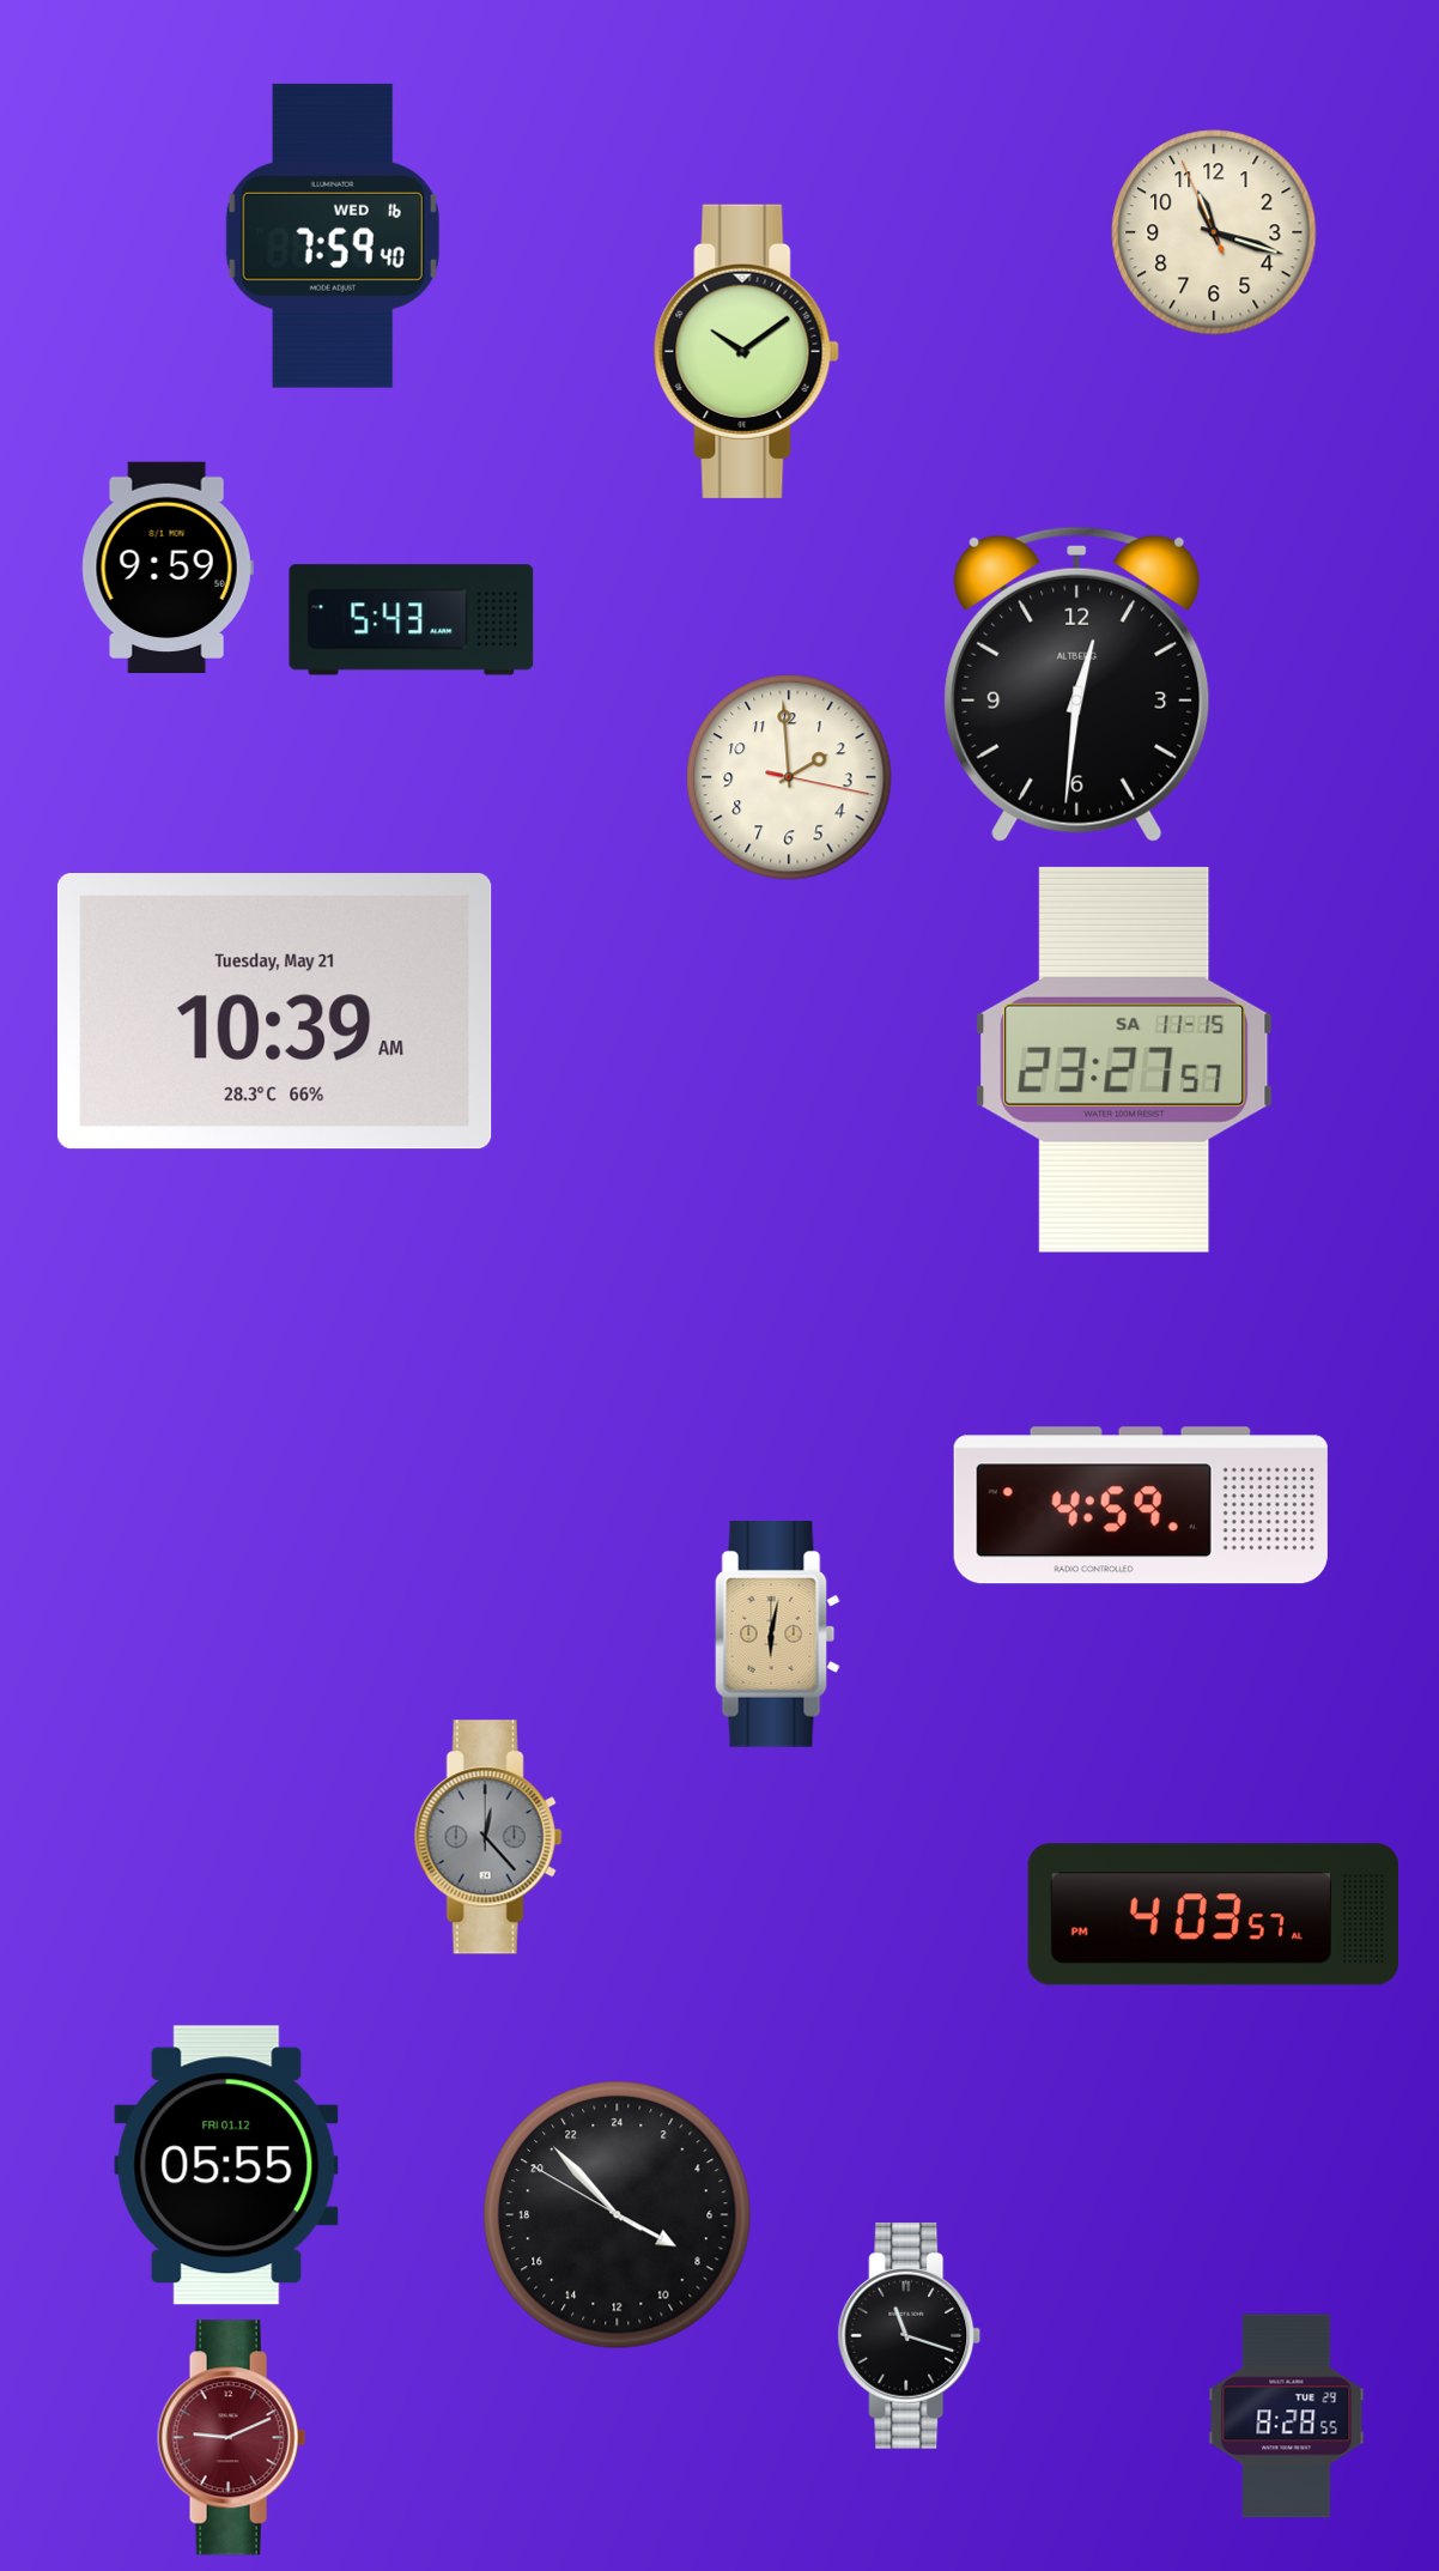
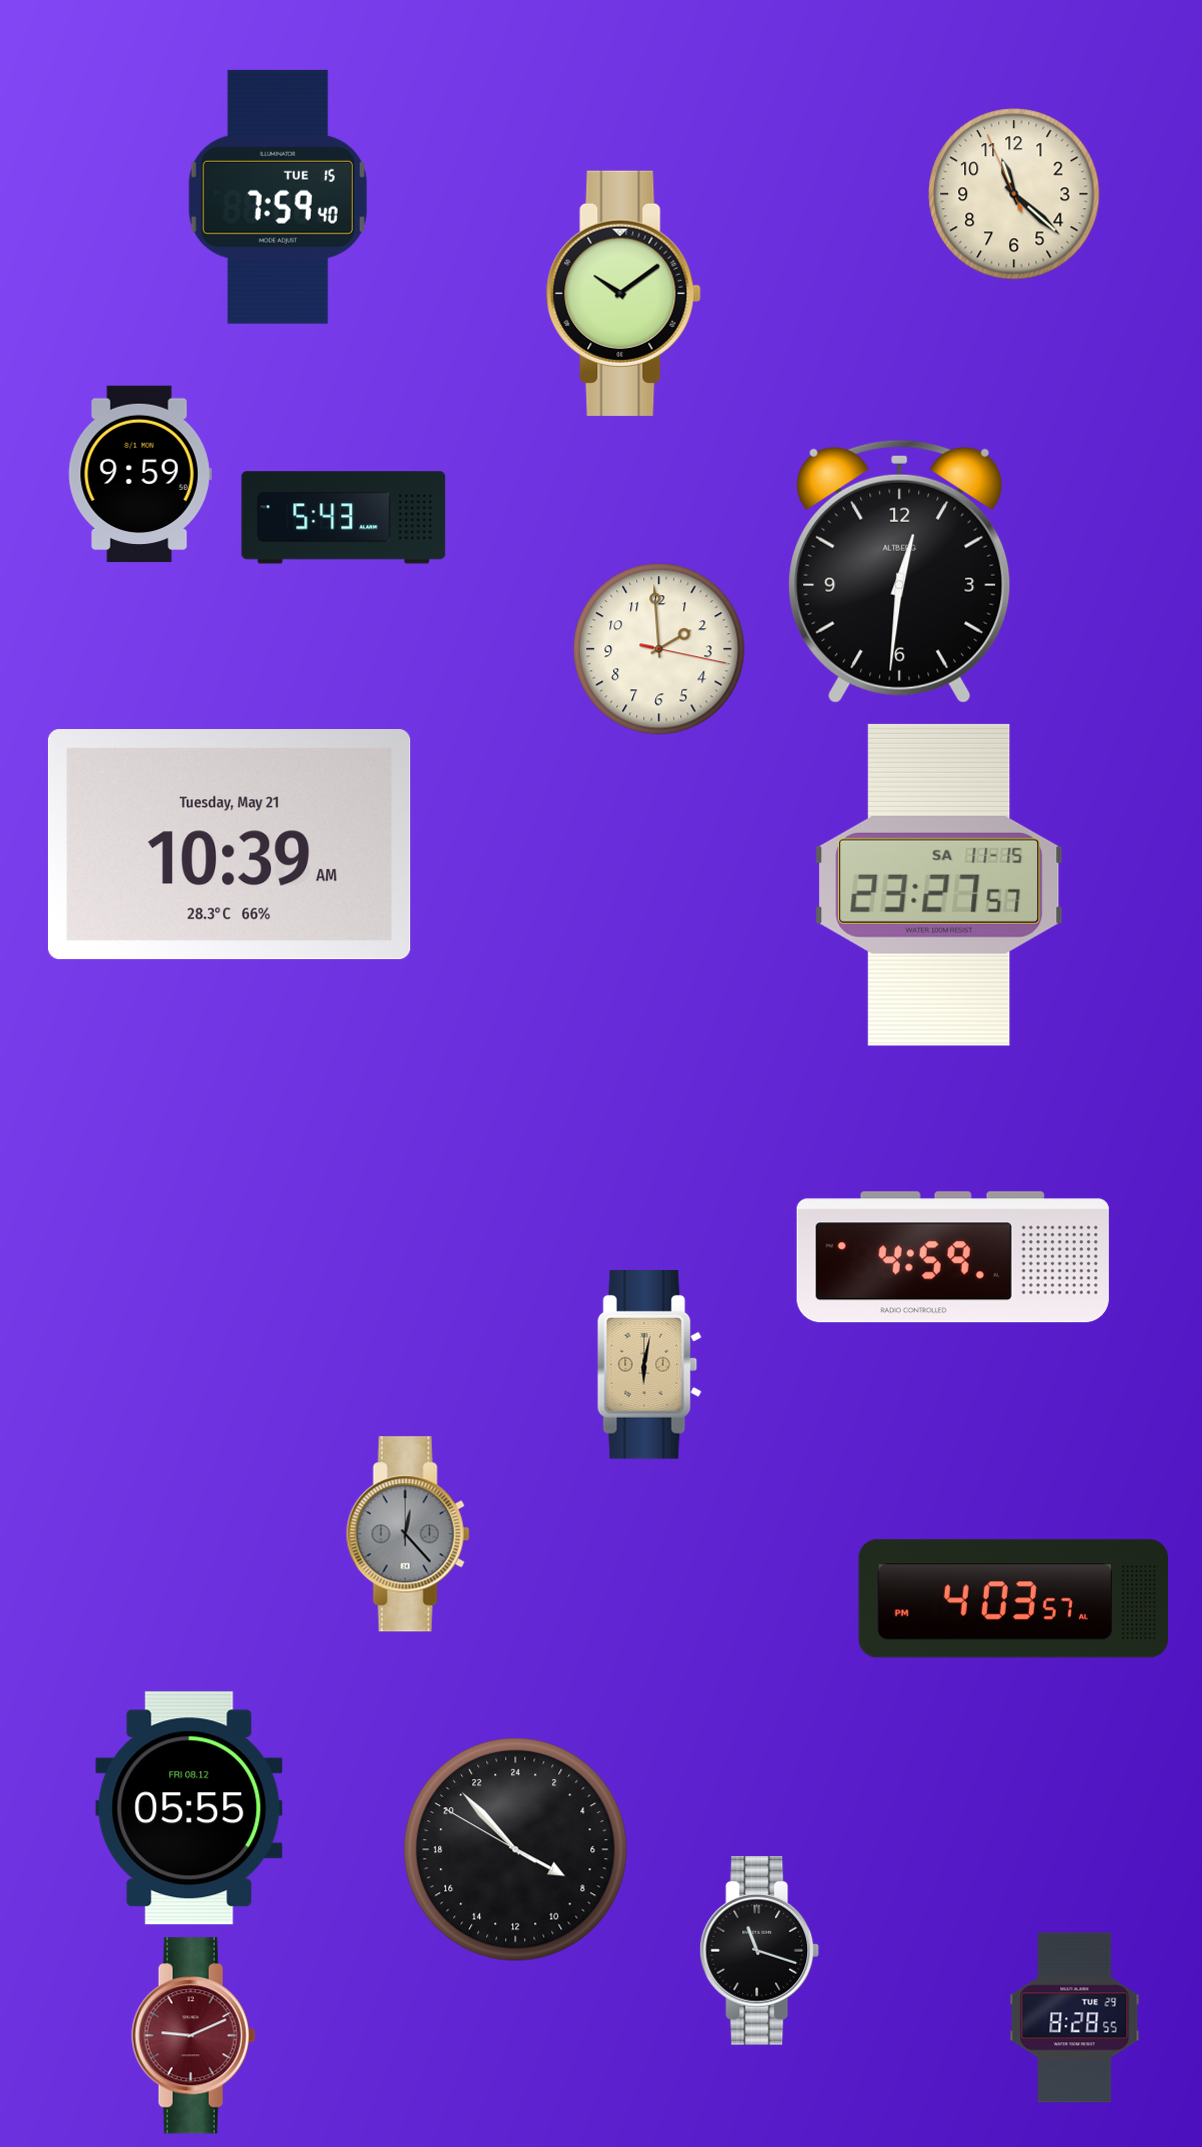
clock at (1214, 232): 11:17 -> 11:21
clock at (333, 236) date: WED 16 -> TUE 15
clock at (226, 2165) date: FRI 01.12 -> FRI 08.12
